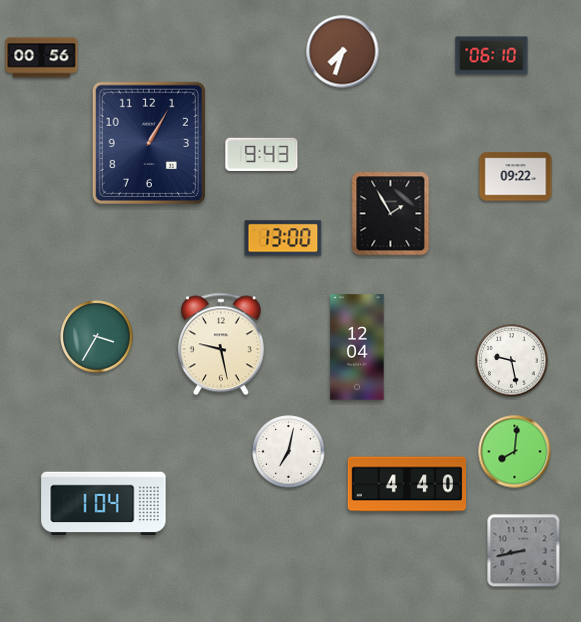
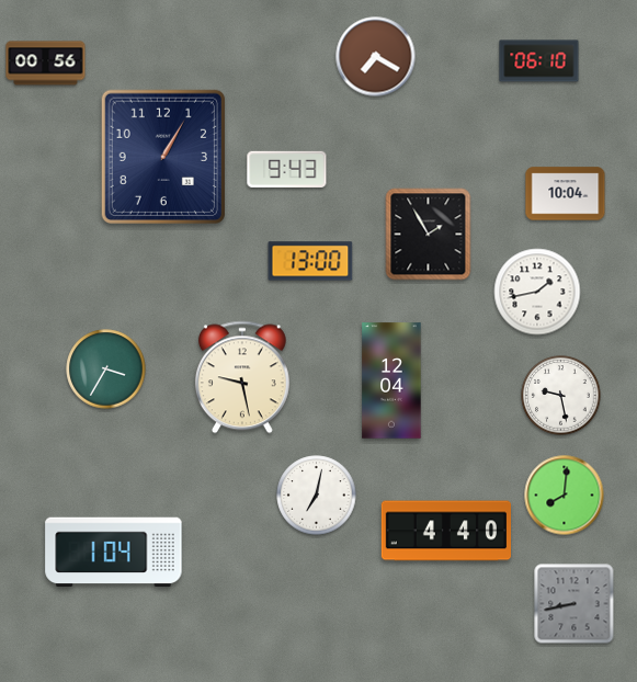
clock at (343, 52): 7:33 -> 7:20
clock at (516, 177): 09:22 -> 10:04
clock at (537, 292): none -> 1:43
